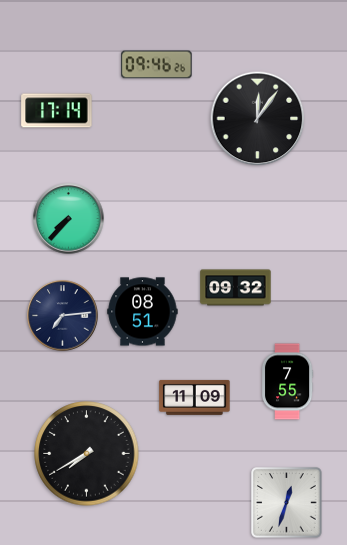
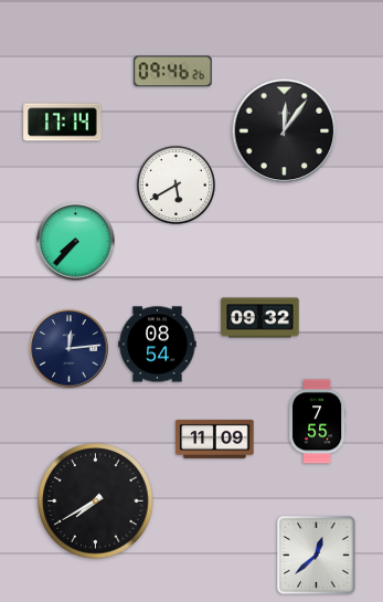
clock at (175, 184): none -> 5:40
clock at (143, 312): 08:51 -> 08:54
clock at (63, 316): 7:14 -> 12:14
clock at (287, 503): 12:33 -> 12:38
